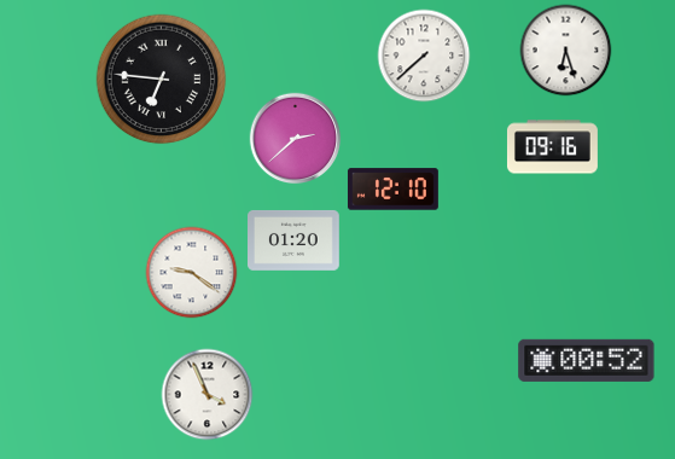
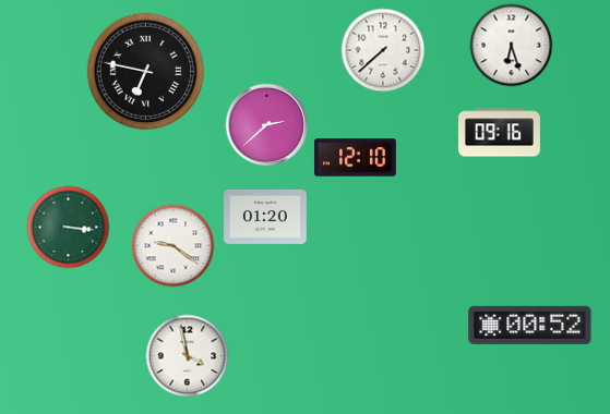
clock at (162, 80): 6:46 -> 6:47
clock at (392, 190) position: (392, 190) -> (355, 158)
clock at (69, 228): none -> 3:16
clock at (208, 395): 3:56 -> 3:58
